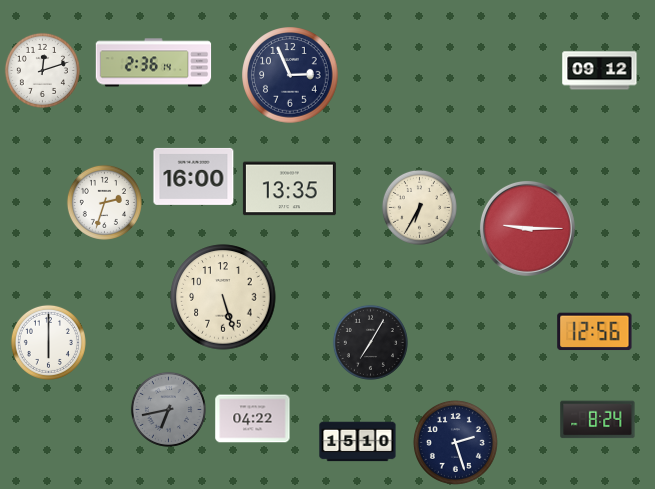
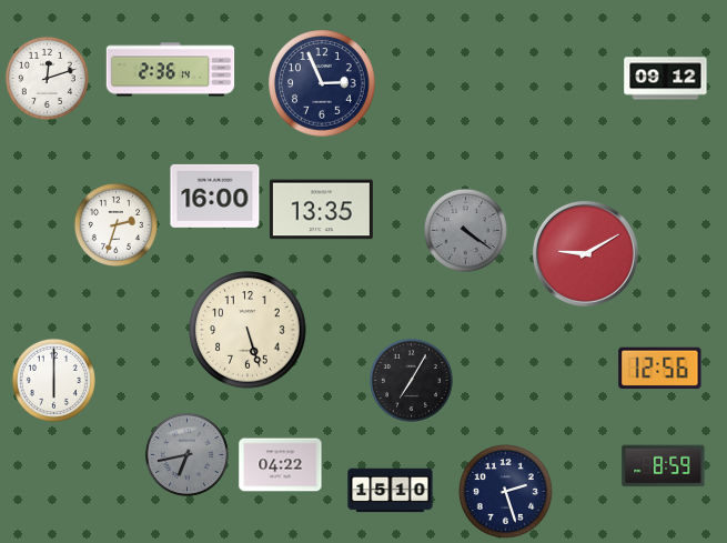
clock at (419, 207): 6:35 -> 4:21
clock at (419, 207) dial: cream -> grey
clock at (527, 228): 9:15 -> 9:10
clock at (598, 420): 8:24 -> 8:59
clock at (358, 442) position: (358, 442) -> (391, 491)
